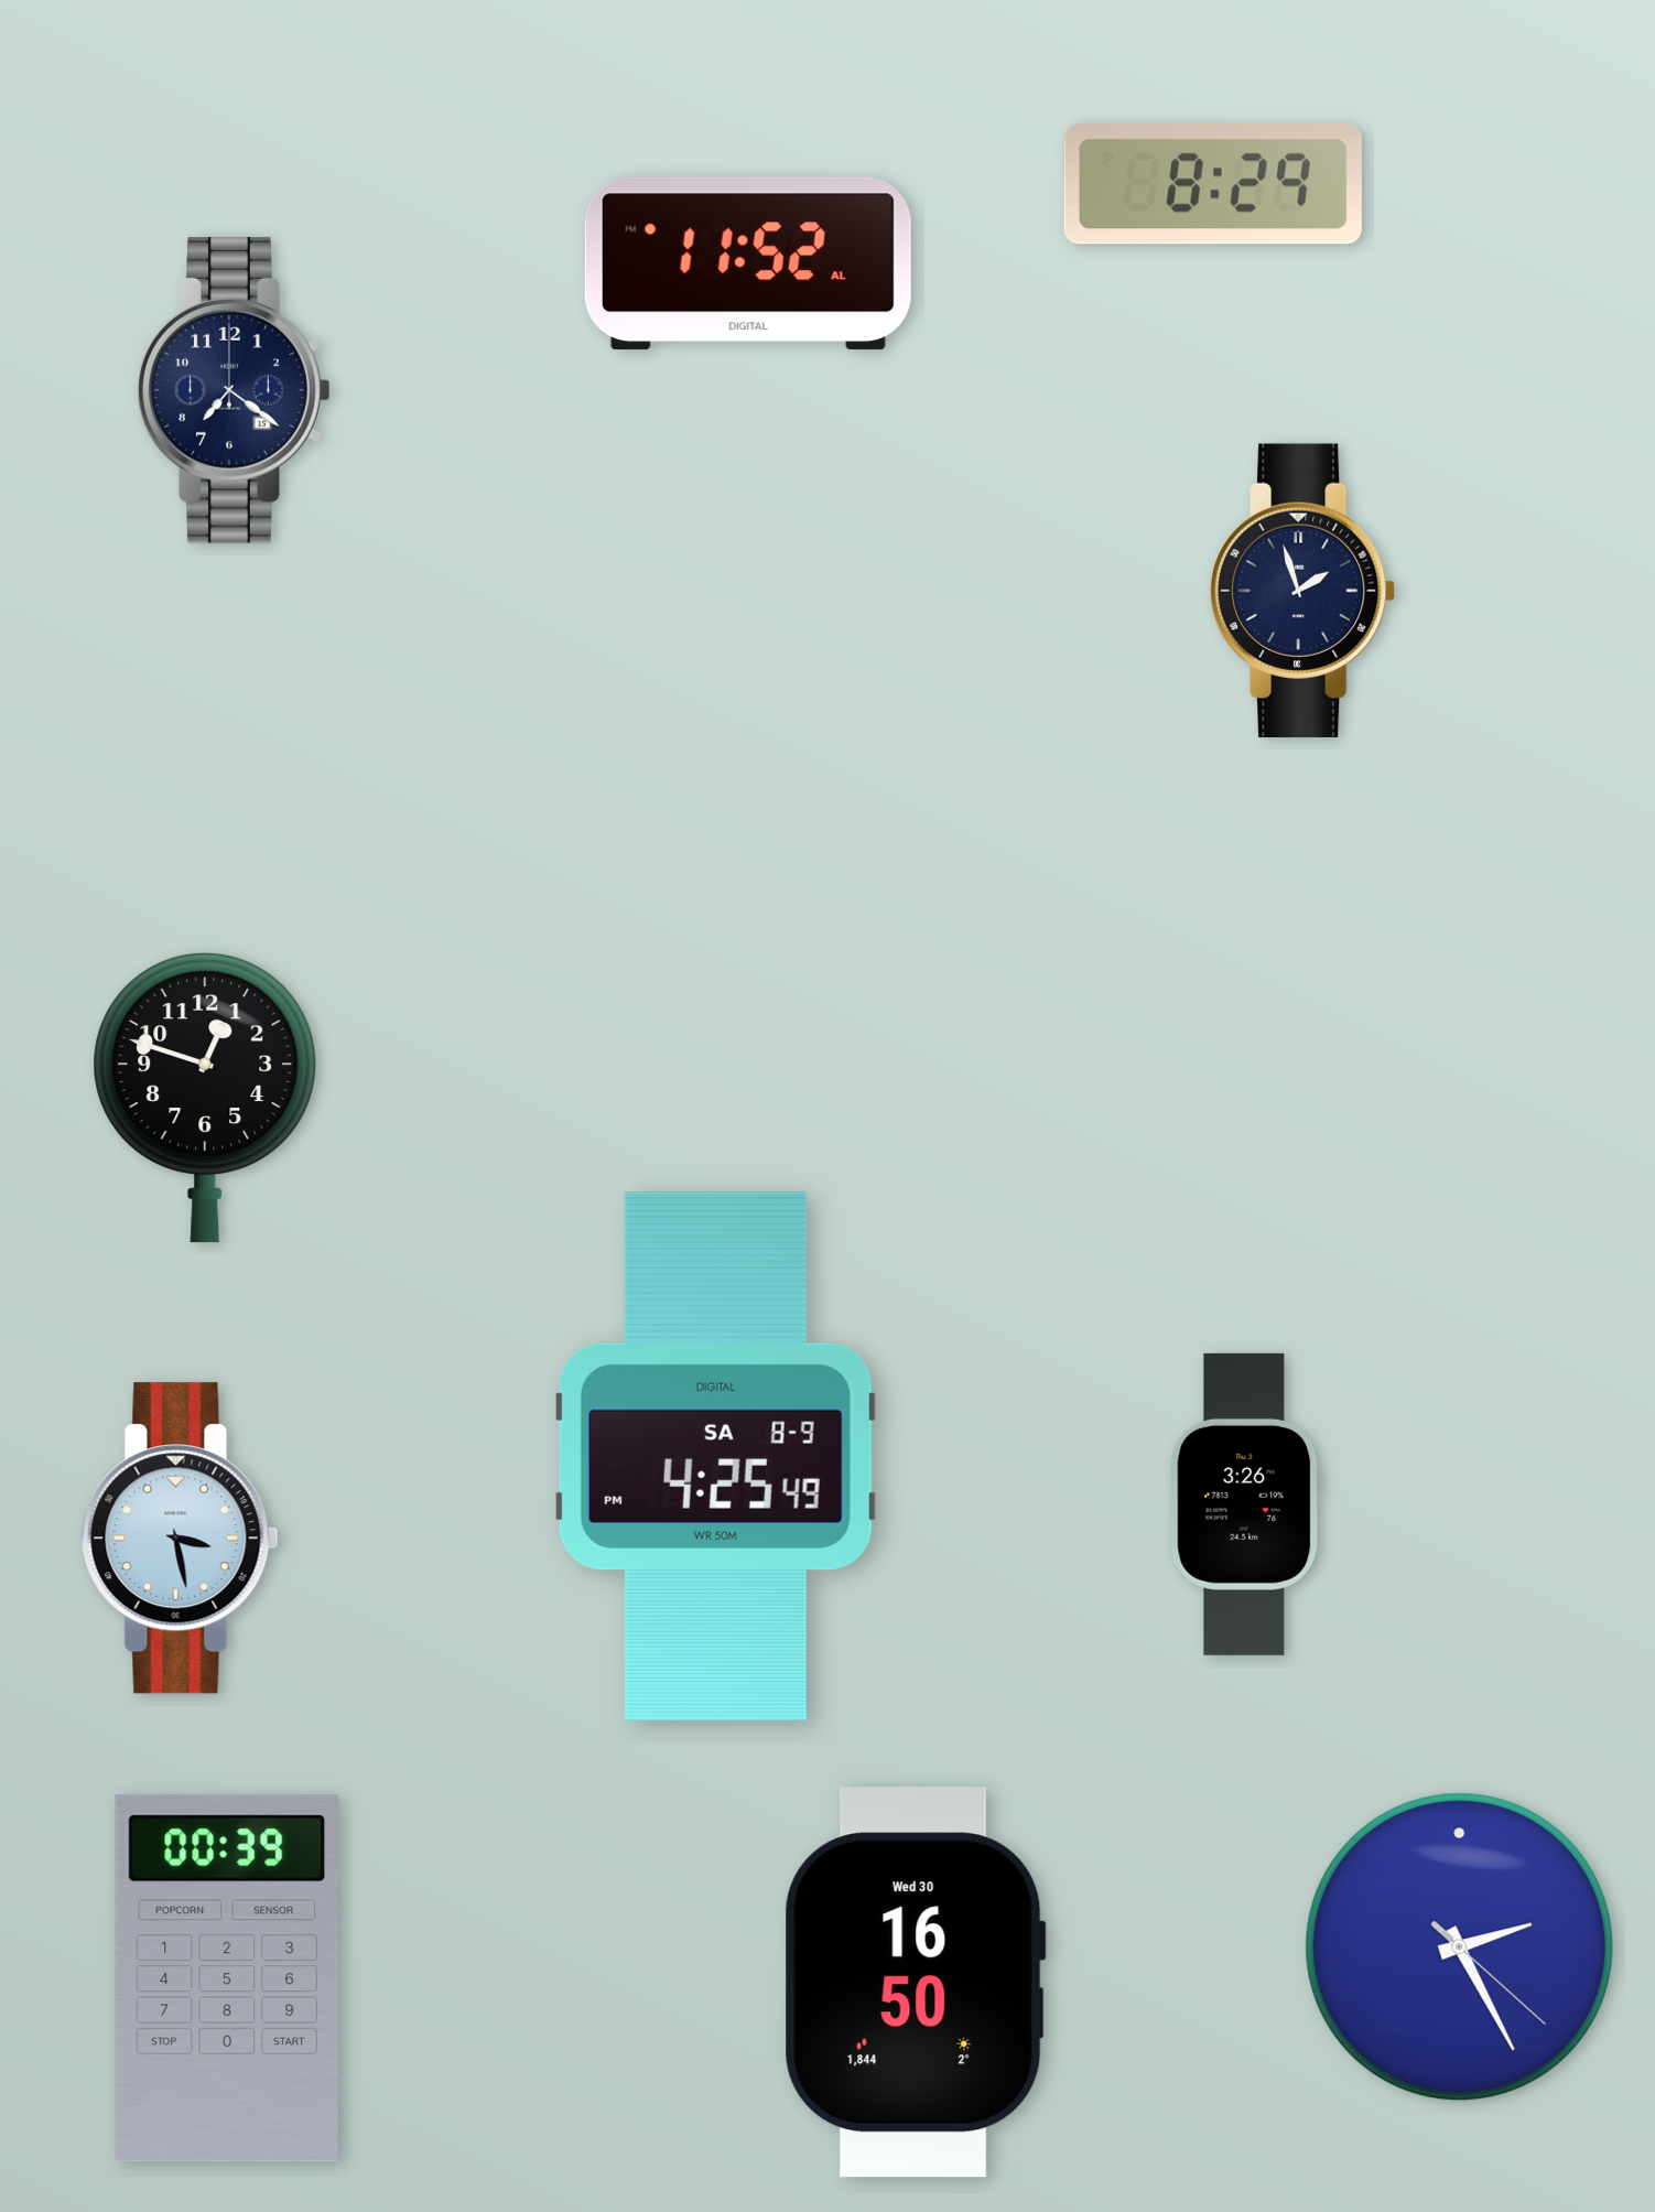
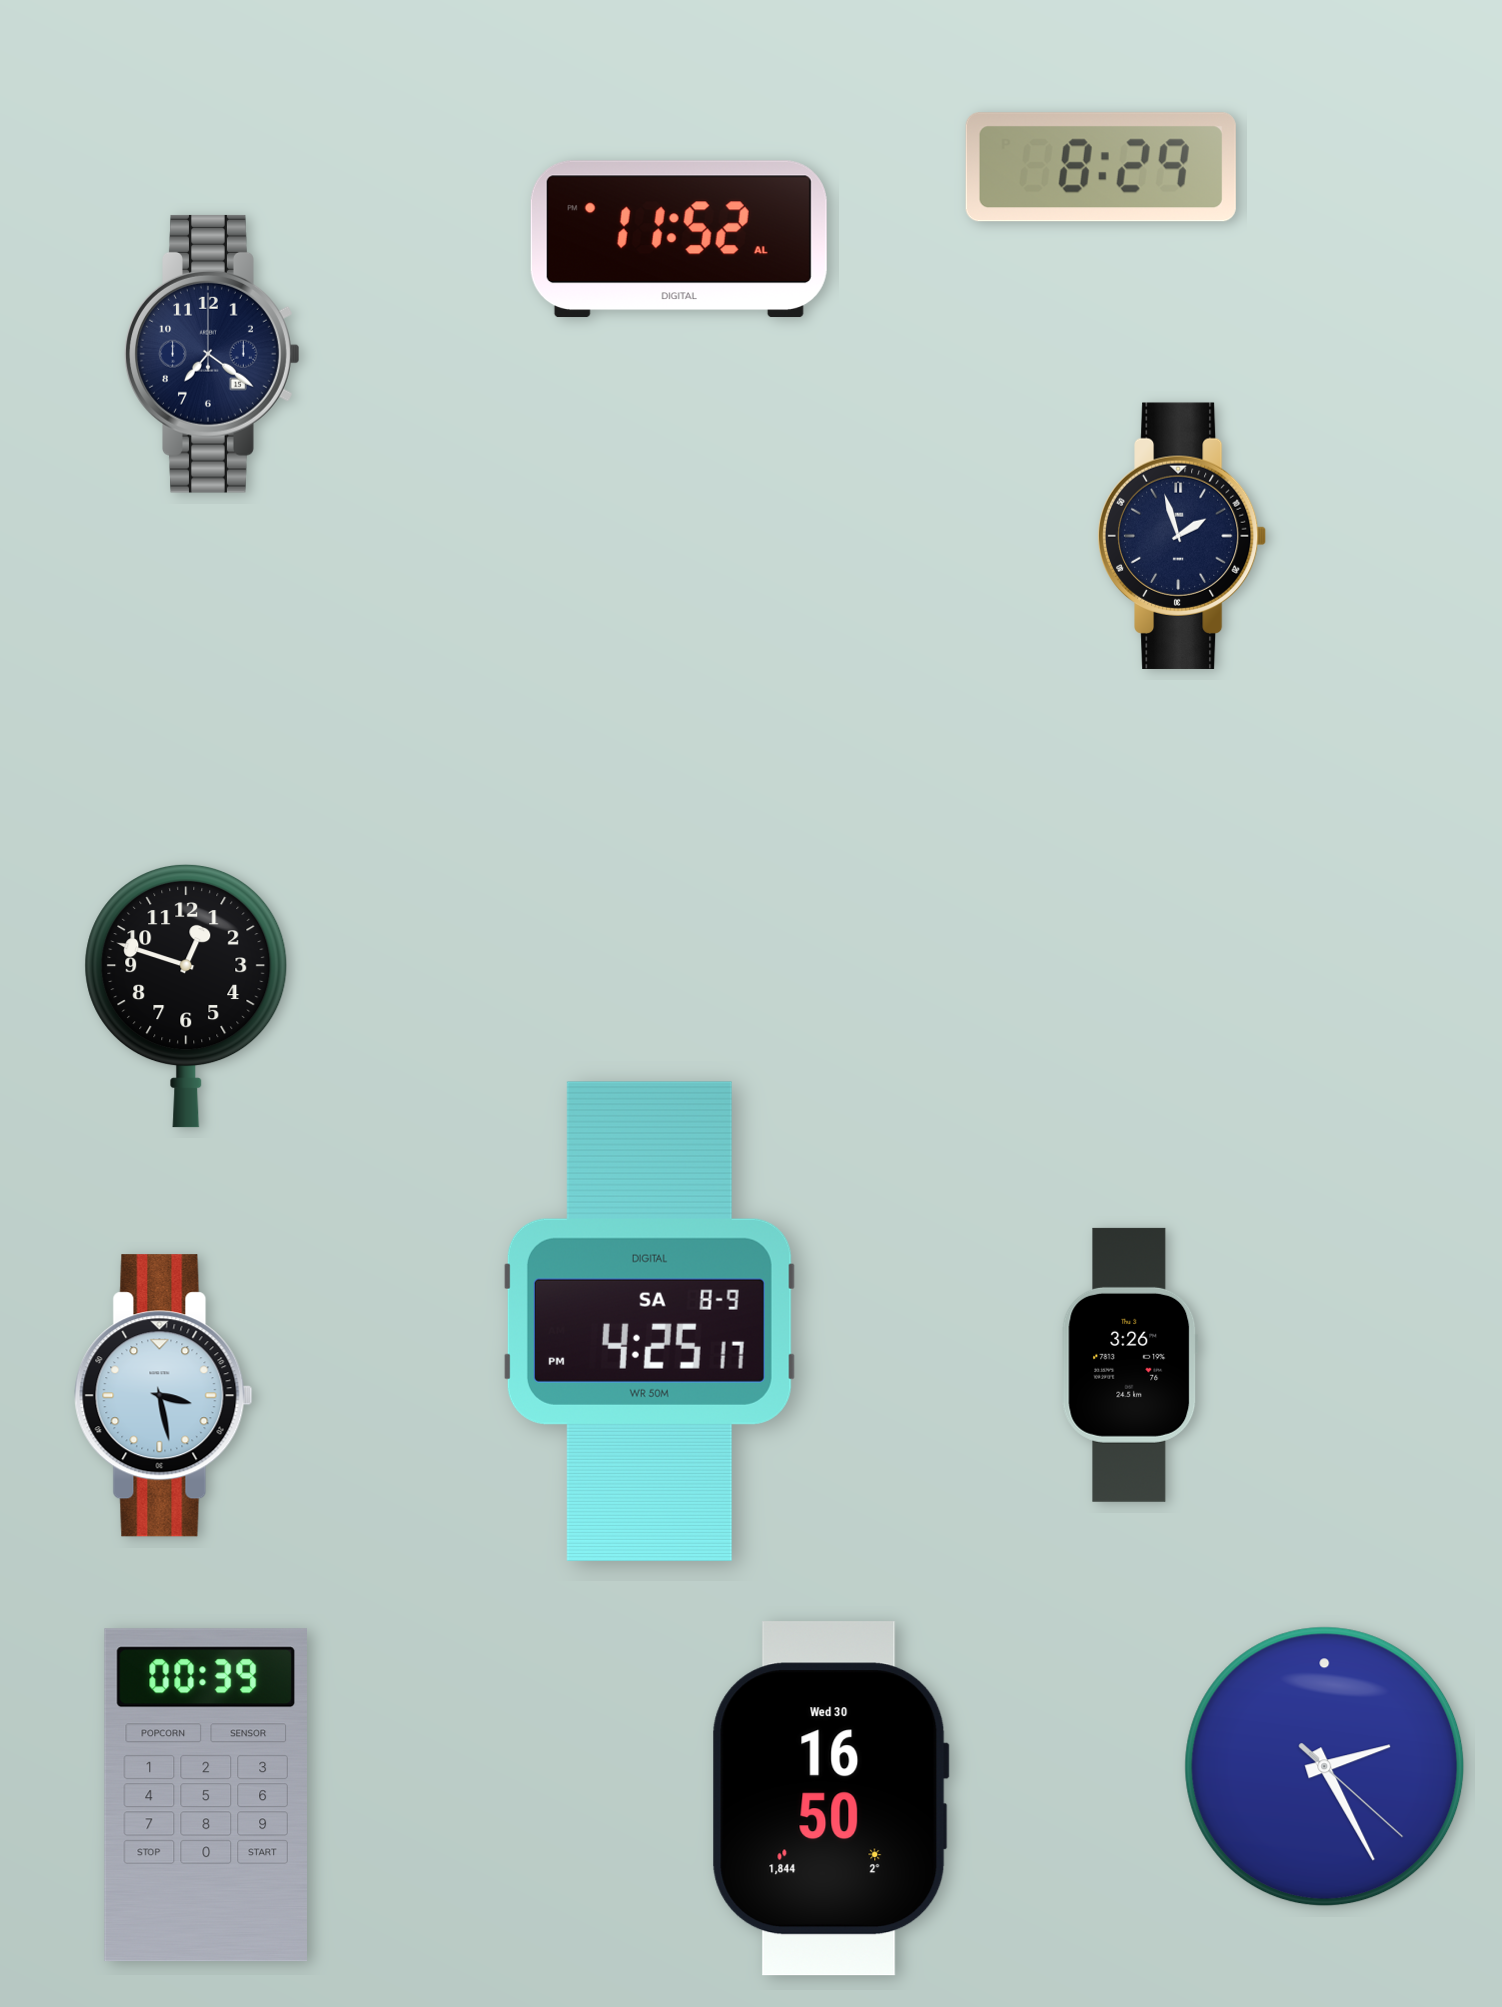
clock at (715, 1456): 4:25:49 PM -> 4:25:17 PM
